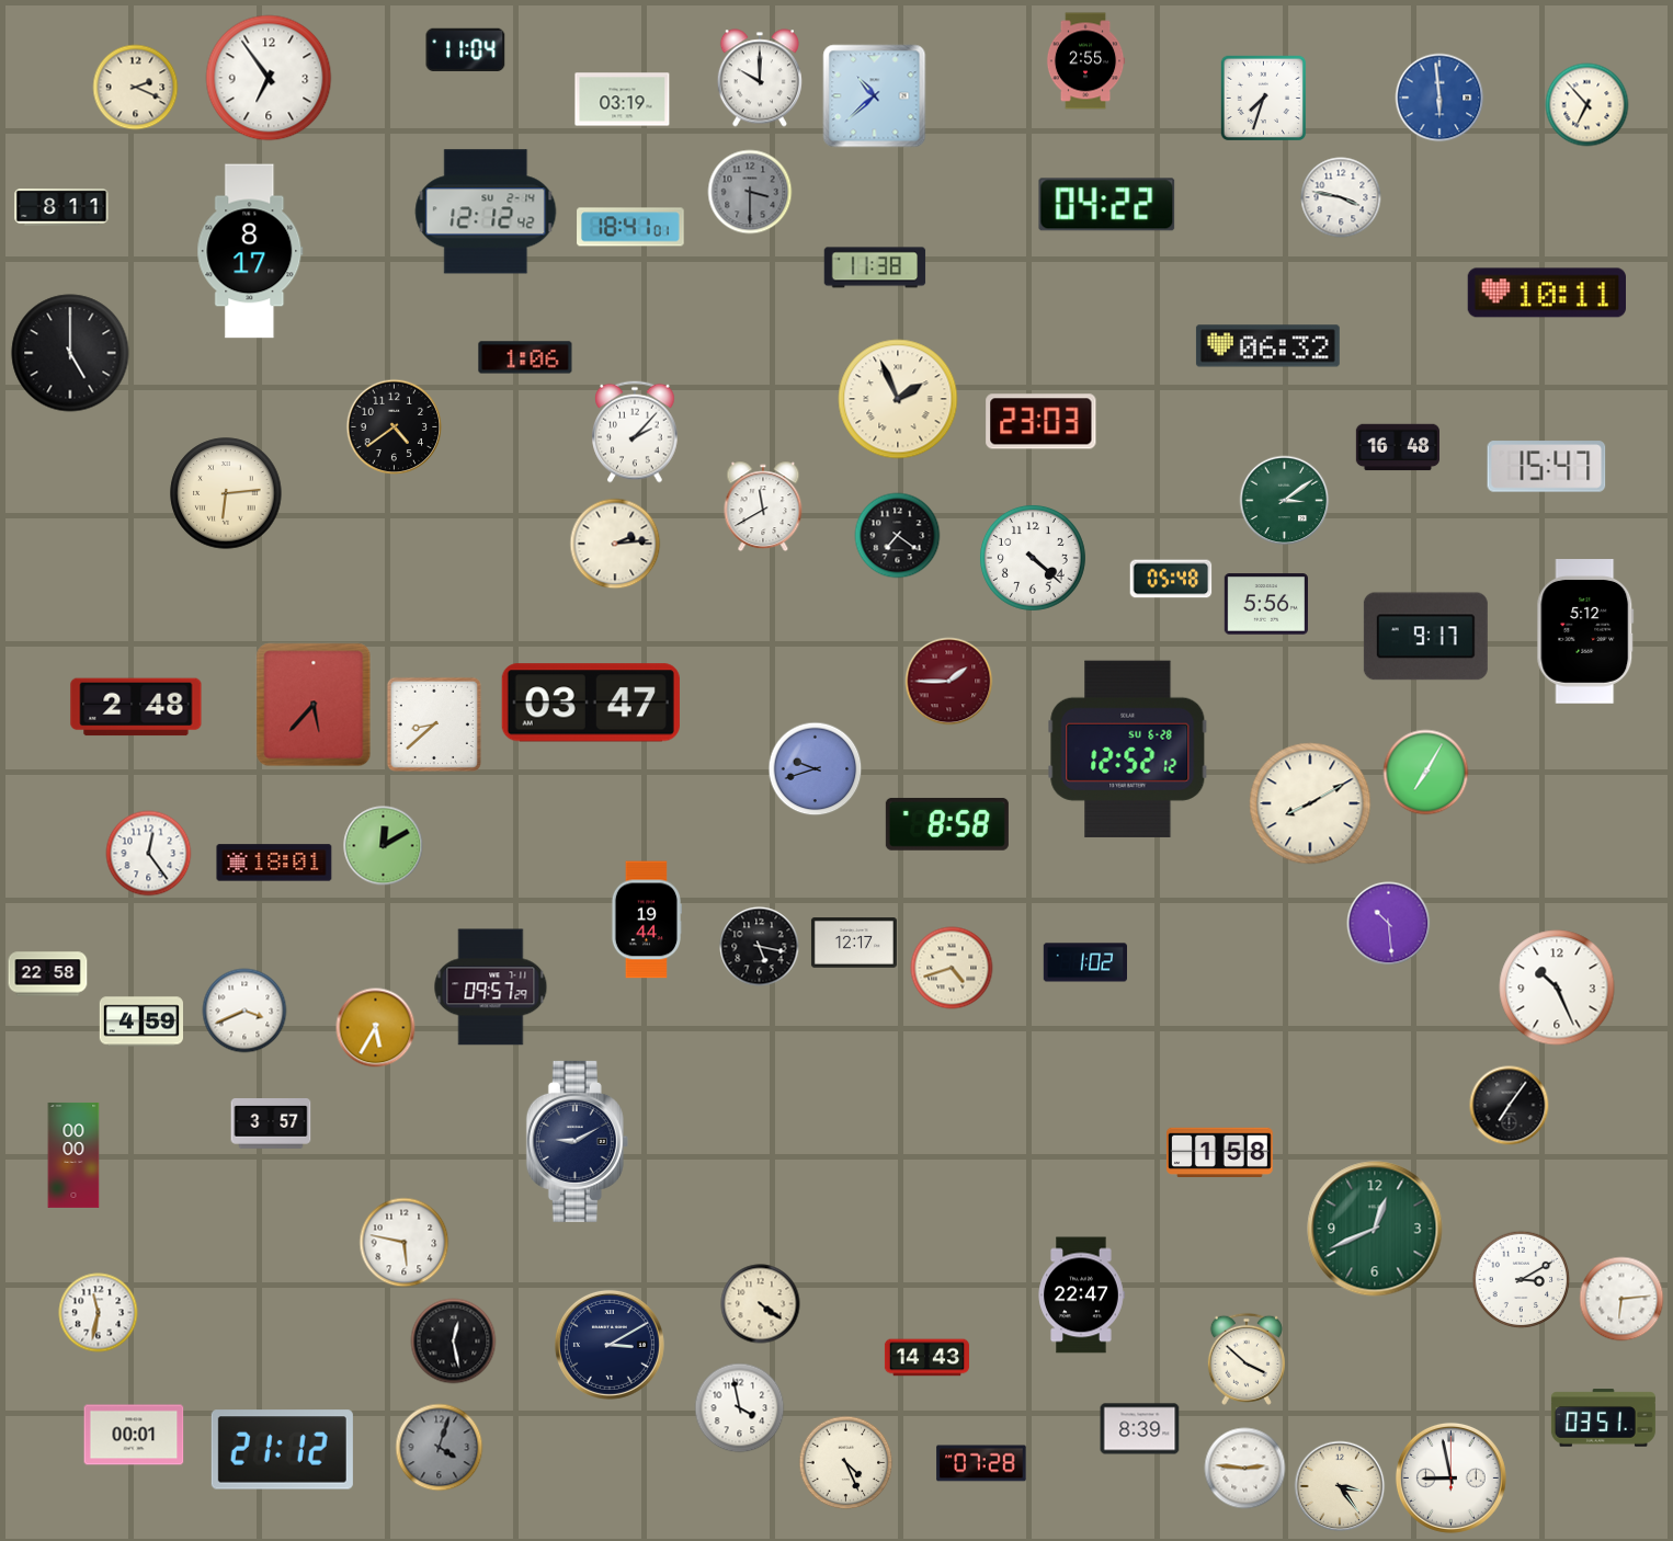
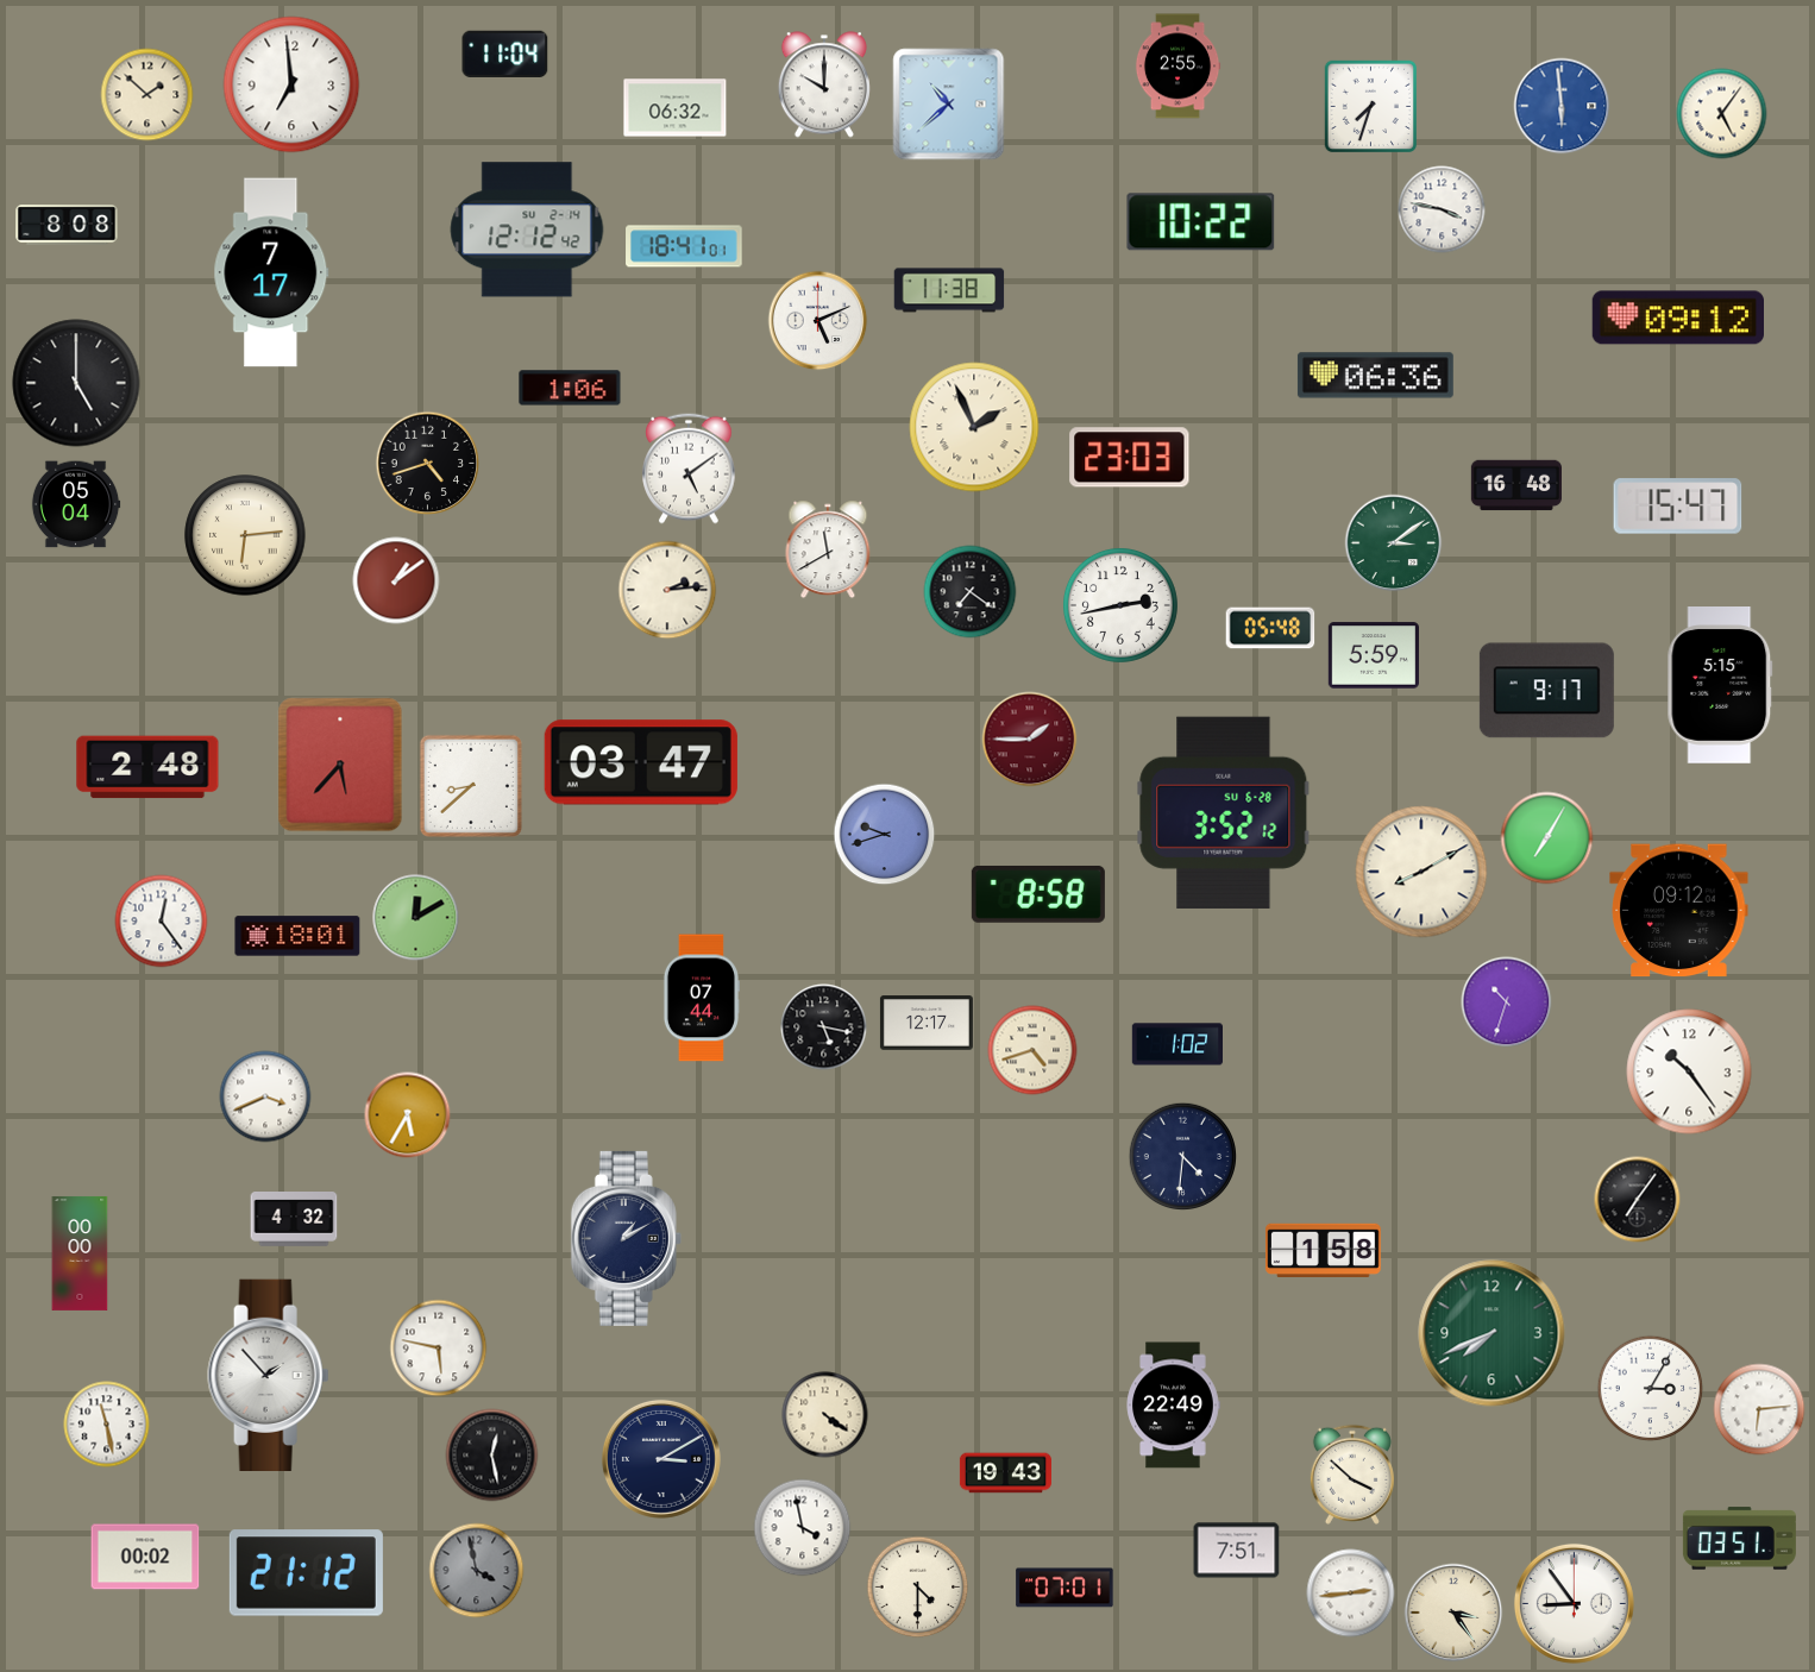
clock at (269, 78): 6:54 -> 6:59
clock at (136, 88): 2:19 -> 1:52
clock at (623, 100): 03:19 -> 06:32
clock at (1587, 105): 6:53 -> 5:06
clock at (750, 192): 3:30 -> none
clock at (1341, 197) position: (1341, 197) -> (1442, 209)
clock at (1107, 205): 04:22 -> 10:22
clock at (61, 207): 8:11 -> 8:08
clock at (250, 251): 8:17 -> 7:17
clock at (1546, 293): 10:11 -> 09:12
clock at (818, 321): none -> 5:11
clock at (1267, 346): 06:32 -> 06:36
clock at (898, 399) position: (898, 399) -> (974, 427)
clock at (395, 427): 4:39 -> 4:42
clock at (635, 432): 2:07 -> 5:09
clock at (76, 504): none -> 05:04
clock at (396, 580): none -> 1:09
clock at (898, 536) position: (898, 536) -> (971, 592)
clock at (1033, 558): 4:22 -> 2:43
clock at (1265, 604): 5:56 -> 5:59
clock at (1585, 632): 5:12 -> 5:15
clock at (1128, 749): 12:52 -> 3:52
clock at (947, 824) position: (947, 824) -> (1038, 894)
clock at (1679, 911): none -> 09:12
clock at (149, 854) position: (149, 854) -> (162, 922)
clock at (646, 920): 19:44 -> 07:44
clock at (1389, 924): 10:29 -> 10:33
clock at (48, 974): 22:58 -> none
clock at (491, 988): 09:57 -> none
clock at (1557, 988): 10:26 -> 10:24
clock at (140, 1021): 4:59 -> none
clock at (1182, 1156): none -> 4:31
clock at (271, 1125): 3:57 -> 4:32
clock at (577, 1141): 9:10 -> 1:10
clock at (1375, 1229): 12:41 -> 7:41
clock at (269, 1375): none -> 1:53
clock at (1522, 1280): 3:10 -> 3:05
clock at (1081, 1295): 22:47 -> 22:49
clock at (99, 1313): 11:32 -> 11:28
clock at (926, 1358): 14:43 -> 19:43
clock at (1140, 1429): 8:39 -> 7:51
clock at (134, 1435): 00:01 -> 00:02
clock at (440, 1448): 4:03 -> 3:58
clock at (846, 1463): 4:26 -> 4:30
clock at (981, 1463): 07:28 -> 07:01
clock at (1245, 1469): 2:46 -> 2:44
clock at (1450, 1477): 8:58 -> 8:54
